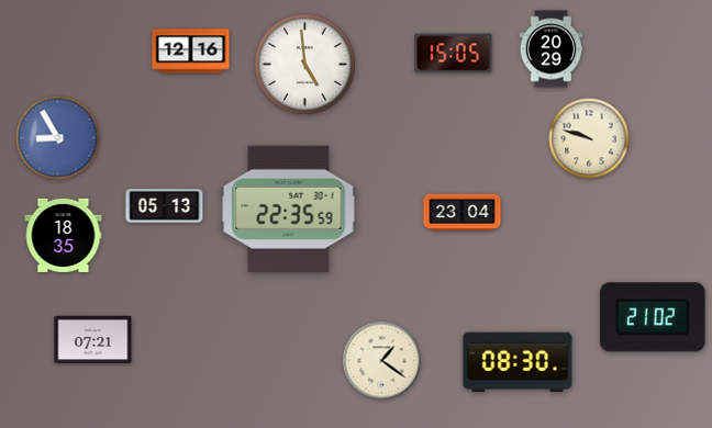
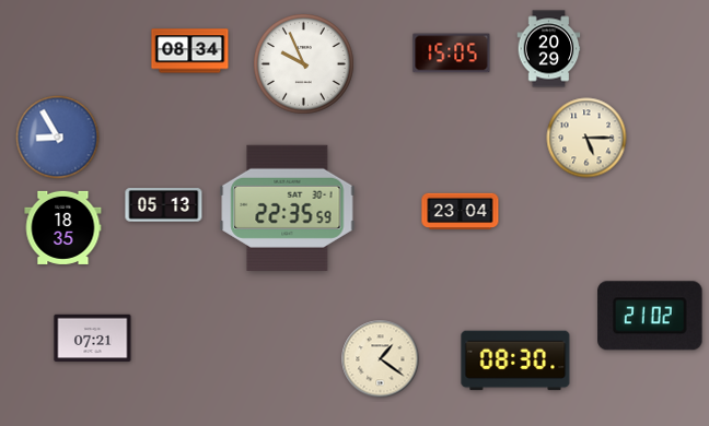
clock at (191, 52): 12:16 -> 08:34
clock at (305, 65): 4:59 -> 9:56
clock at (589, 138): 9:48 -> 5:15
clock at (64, 235) position: (64, 235) -> (63, 227)
